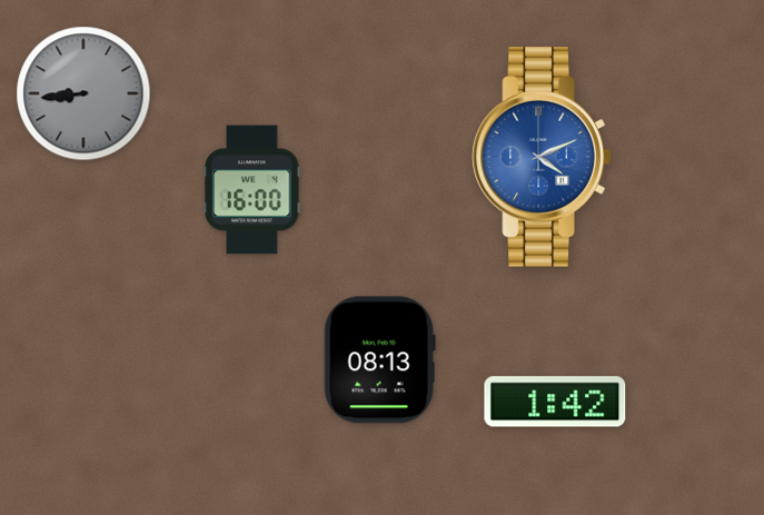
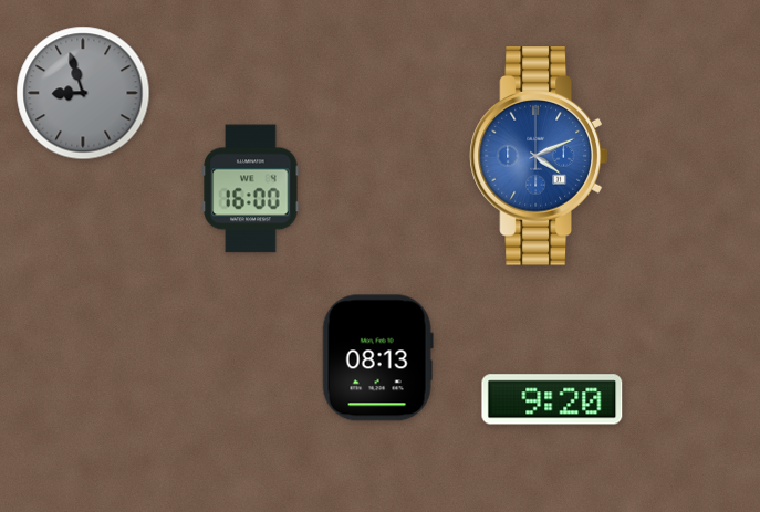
clock at (83, 93): 8:44 -> 8:57
clock at (555, 402): 1:42 -> 9:20
